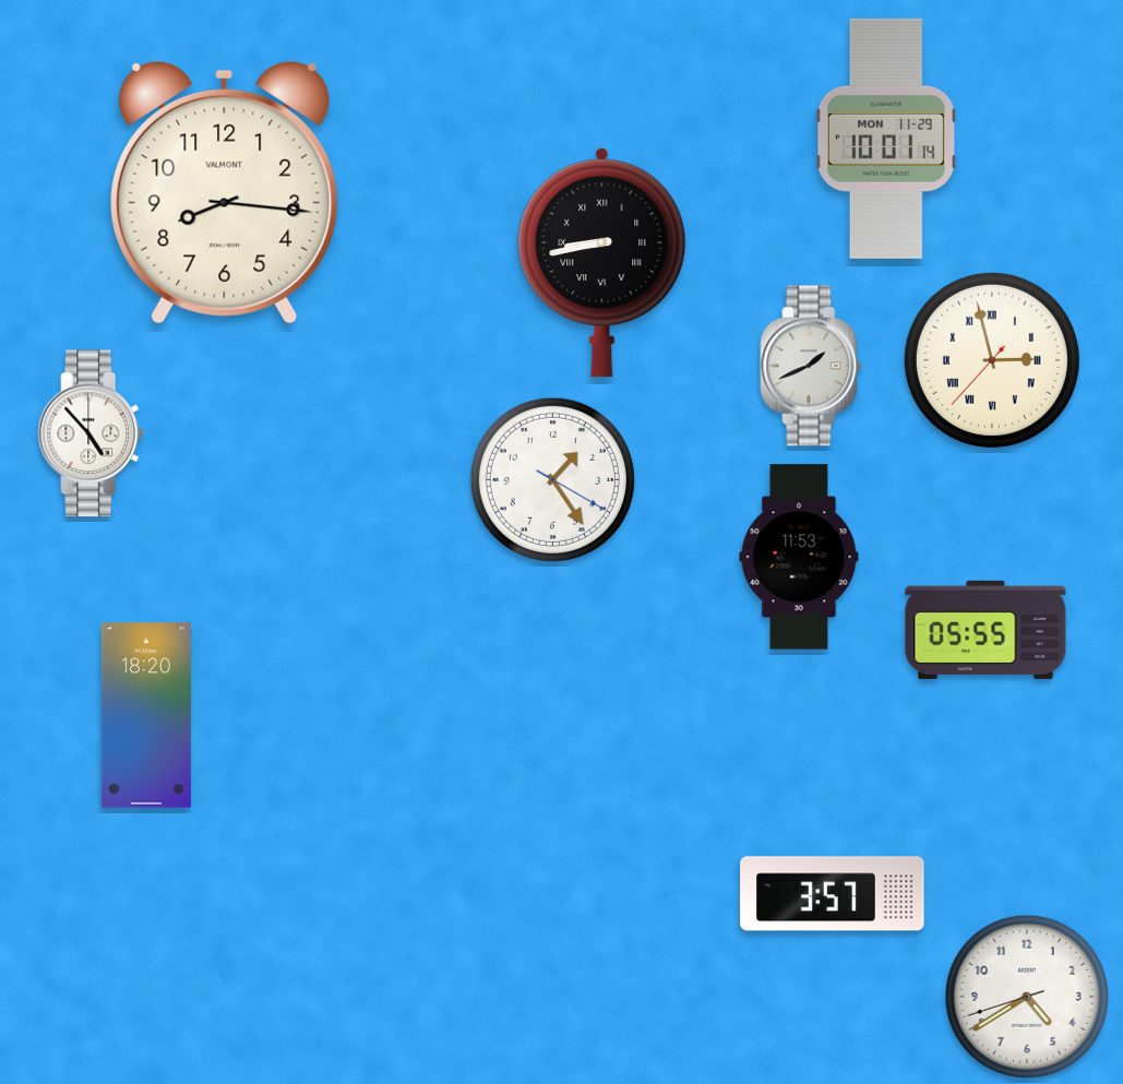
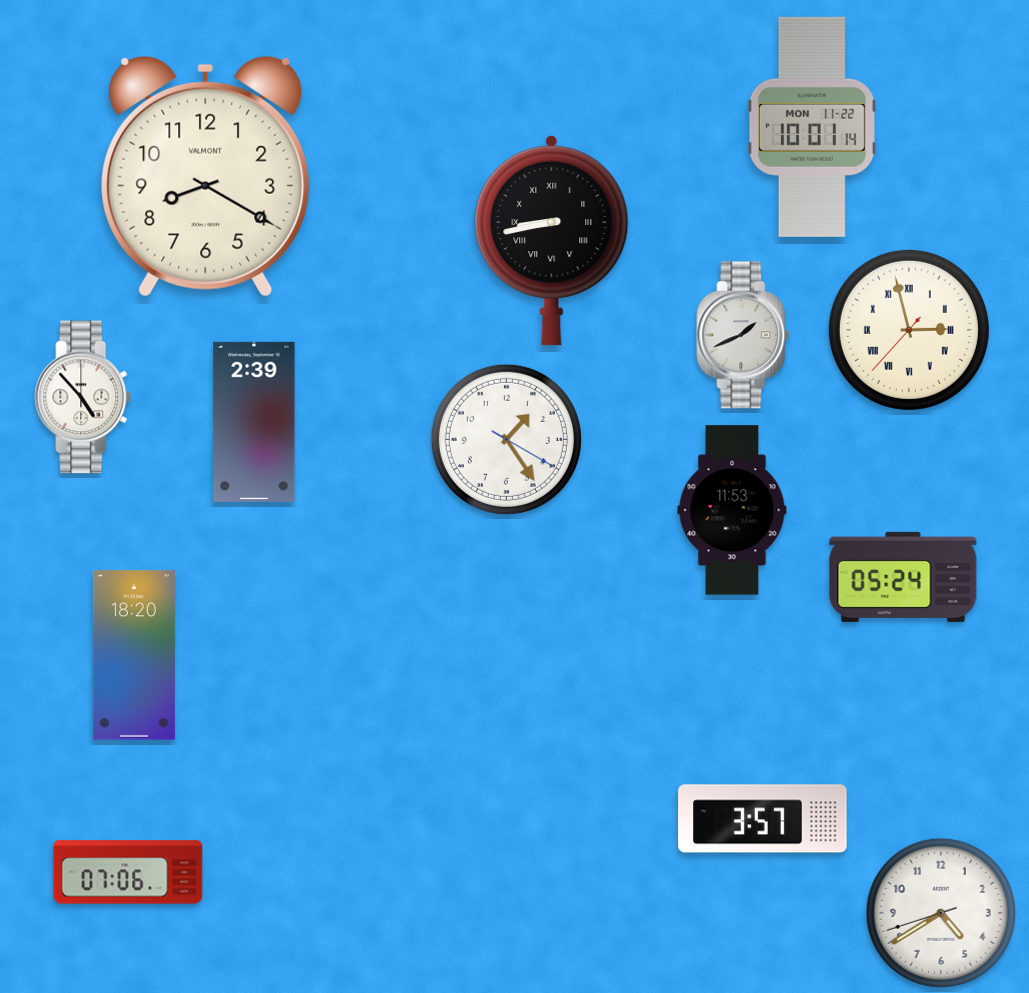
clock at (886, 139) date: MON 11-29 -> MON 11-22
clock at (225, 192): 8:16 -> 8:20
clock at (254, 422): none -> 2:39
clock at (985, 630): 05:55 -> 05:24
clock at (128, 872): none -> 07:06
